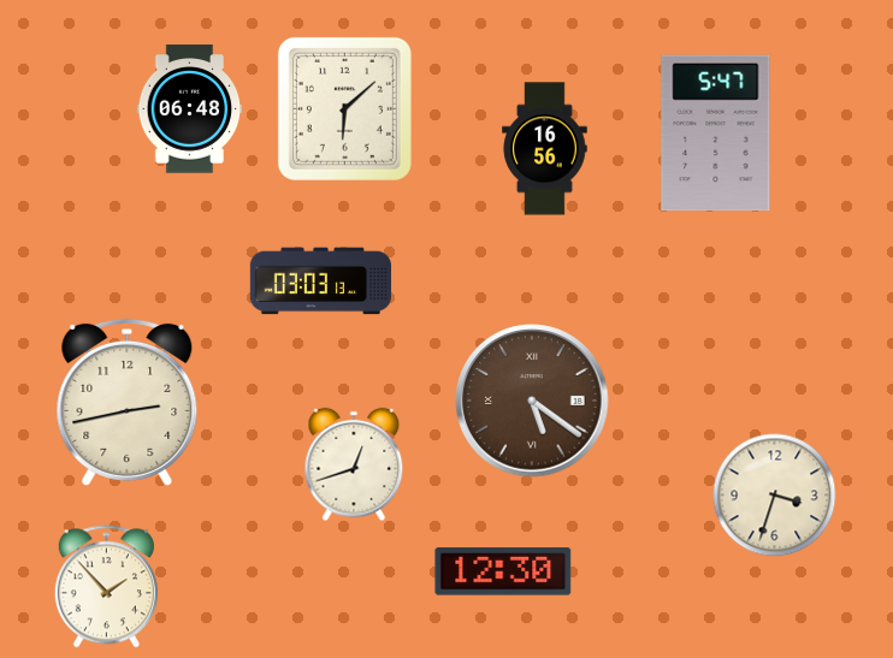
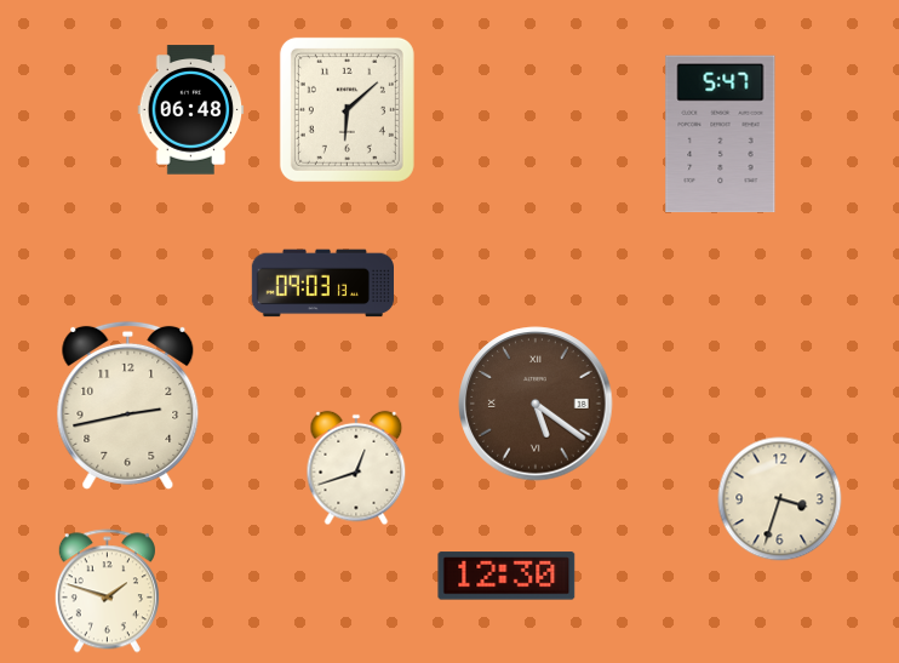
clock at (545, 149): 16:56 -> none
clock at (320, 281): 03:03 -> 09:03
clock at (106, 587): 1:53 -> 1:48
